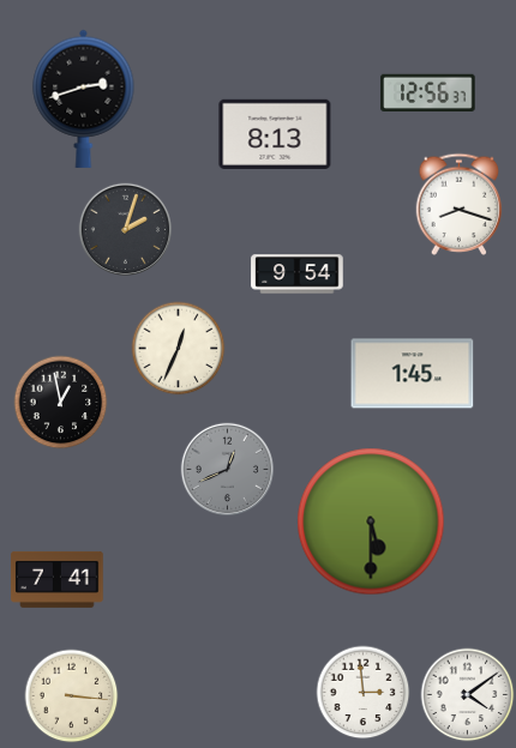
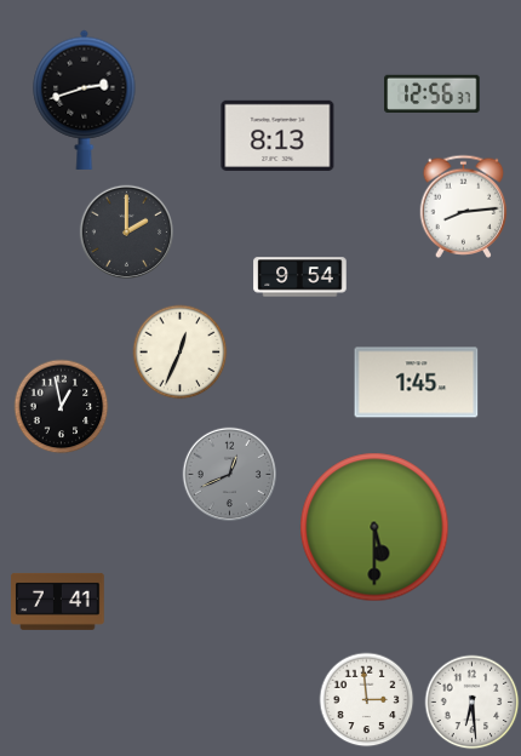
clock at (460, 204): 8:18 -> 8:14
clock at (125, 229): 2:03 -> 2:00
clock at (413, 374) position: (413, 374) -> (417, 383)
clock at (58, 579) position: (58, 579) -> (58, 601)
clock at (467, 694): 4:09 -> 6:29
clock at (71, 695): 3:16 -> none
